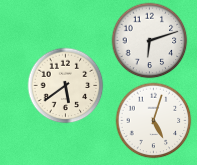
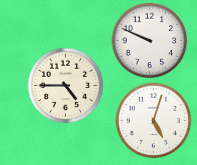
clock at (150, 41): 6:12 -> 9:49
clock at (66, 86): 5:39 -> 4:45
